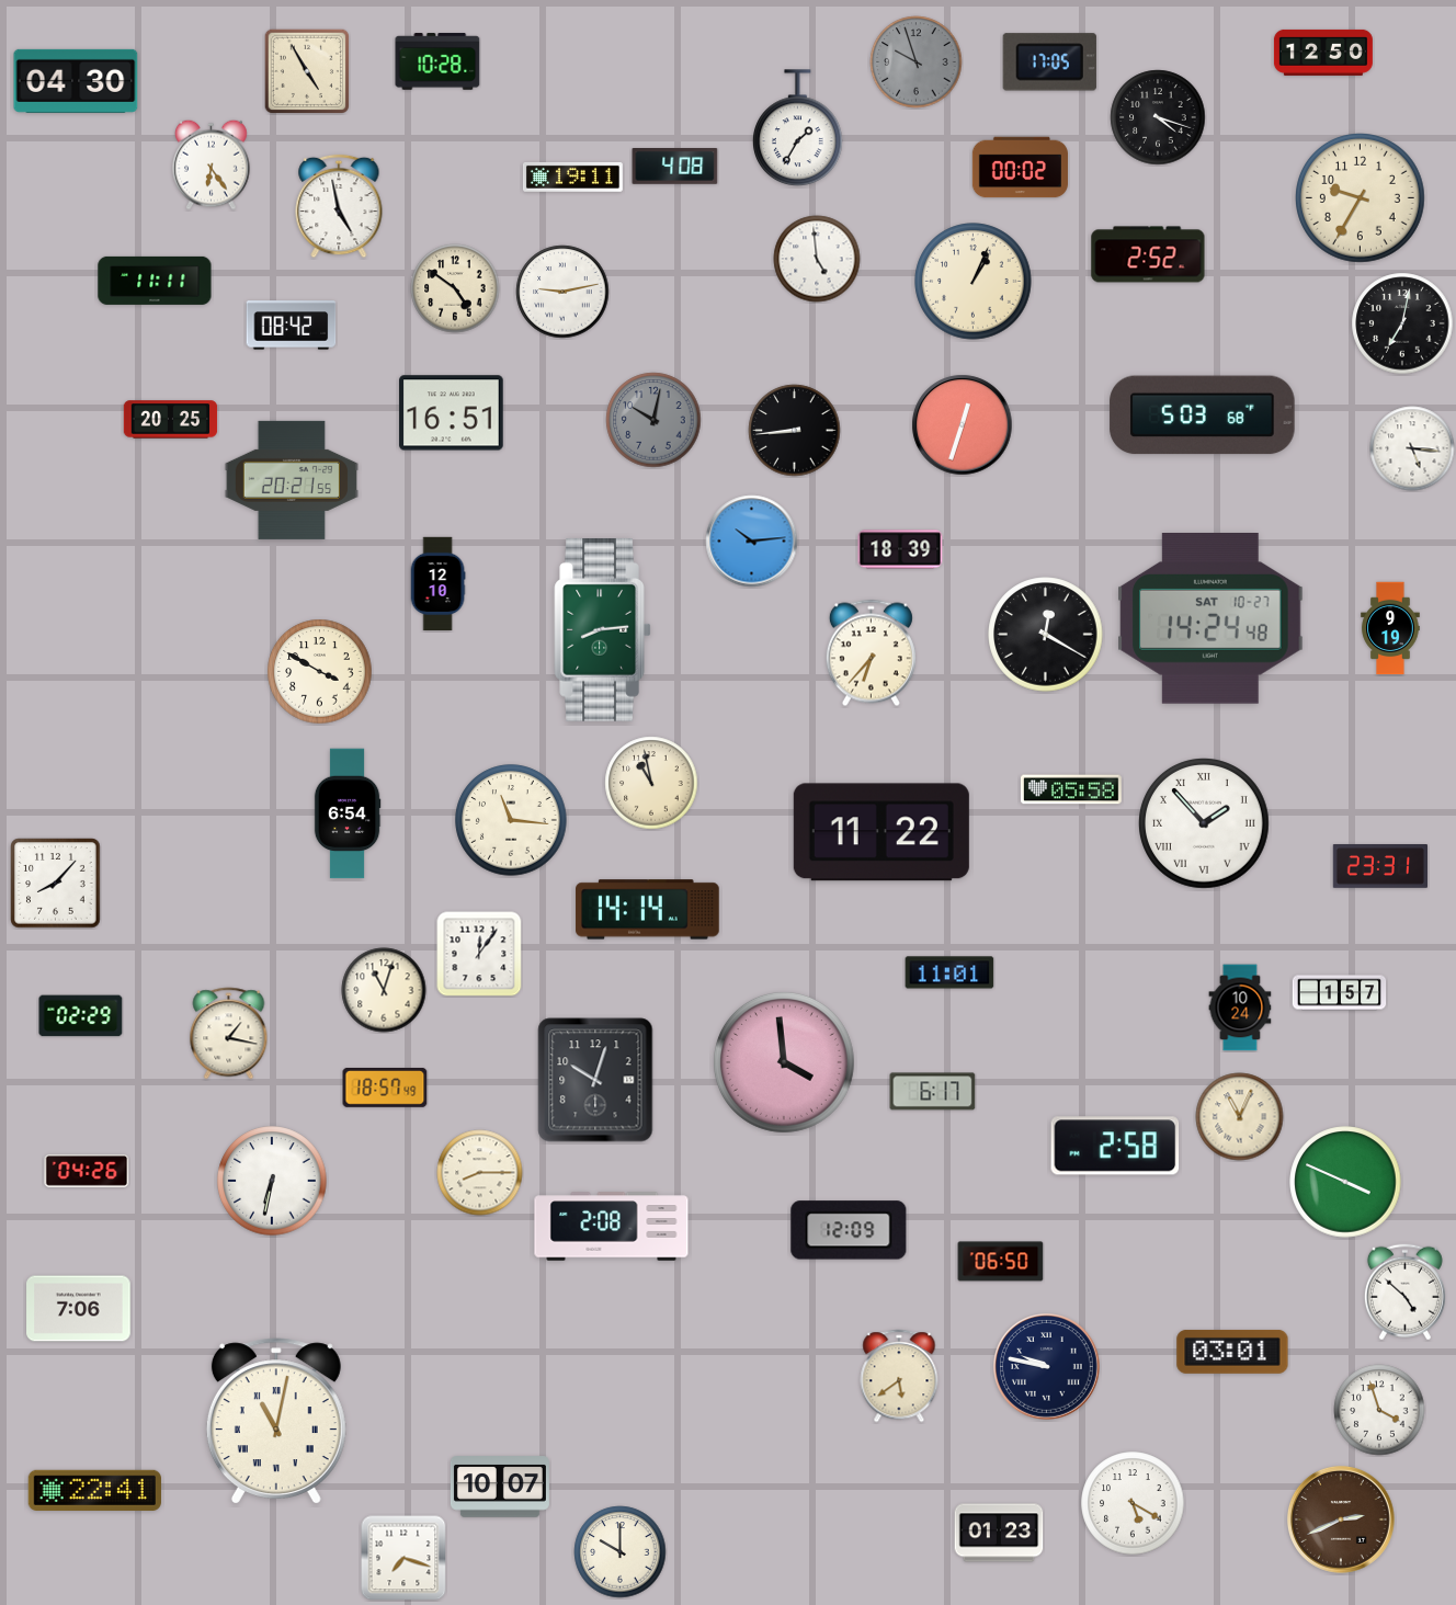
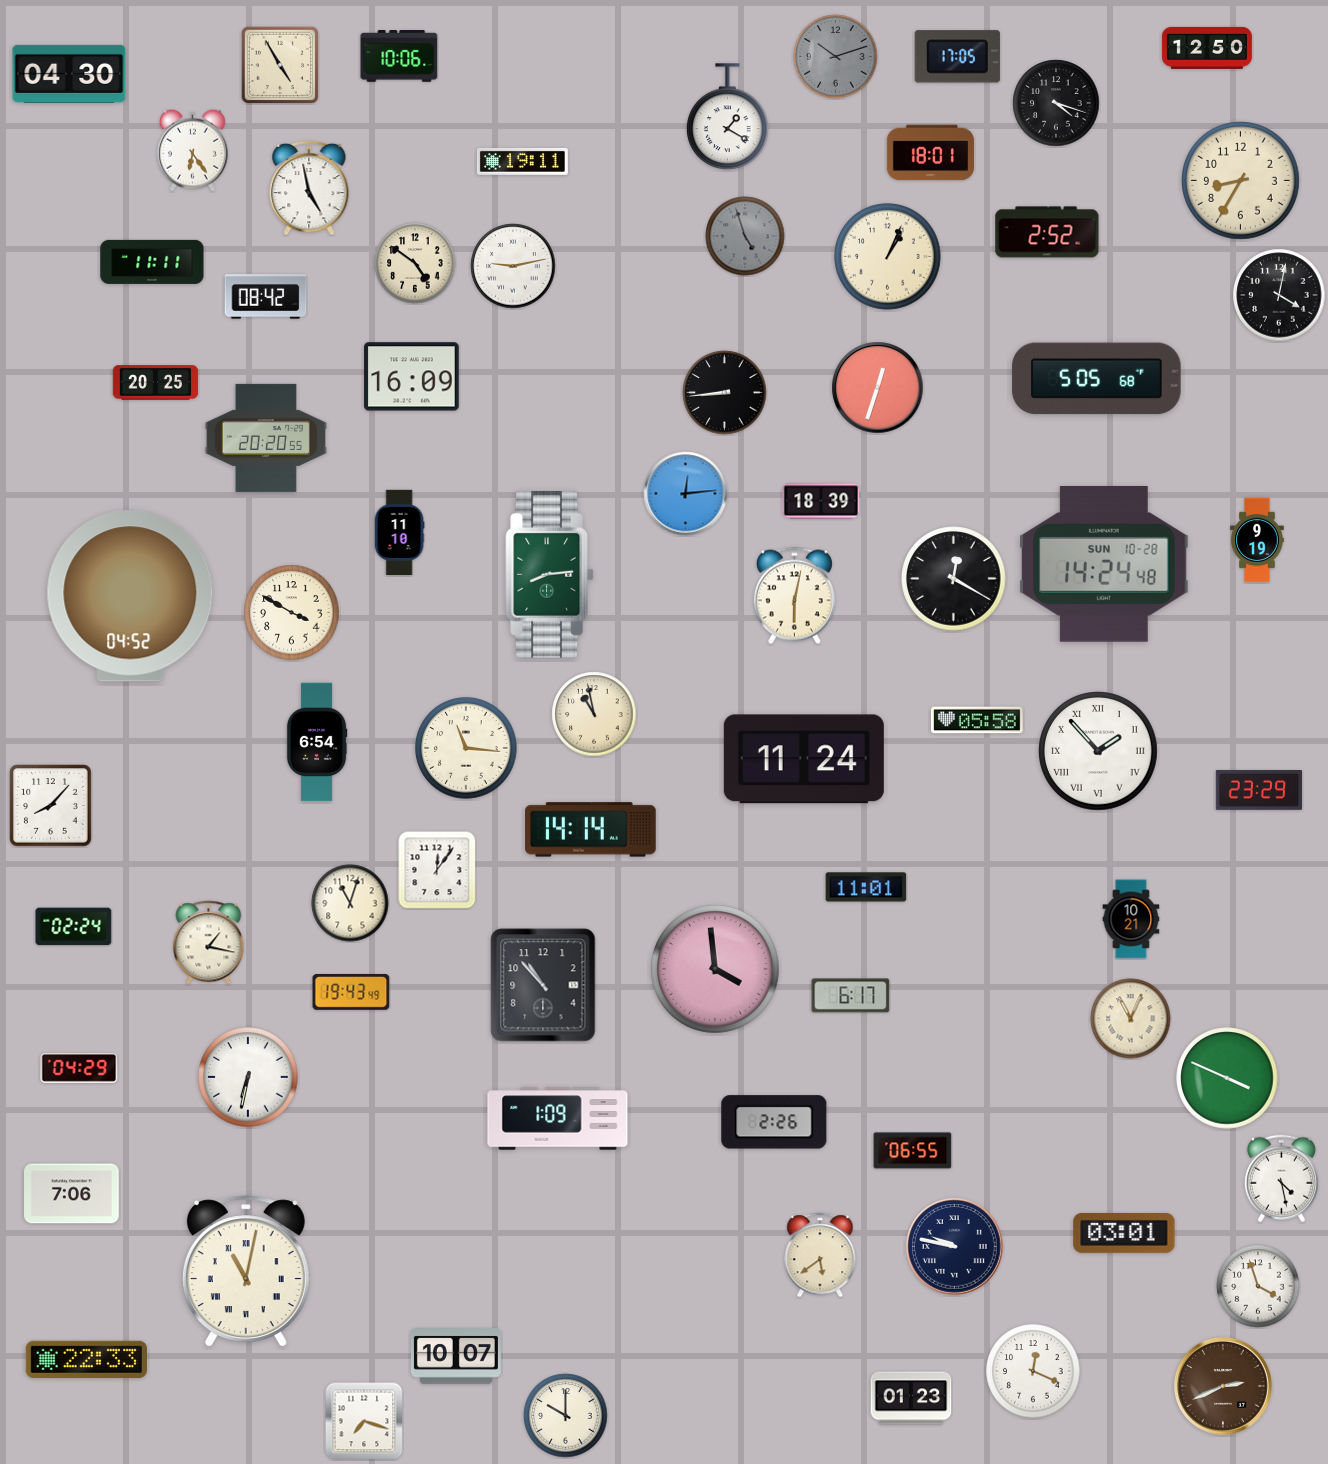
clock at (437, 61): 10:28 -> 10:06
clock at (917, 62): 9:57 -> 10:12
clock at (1158, 117) position: (1158, 117) -> (1056, 103)
clock at (798, 128): 1:35 -> 1:20
clock at (675, 167): 4:08 -> none
clock at (1020, 168): 00:02 -> 18:01
clock at (1361, 198): 9:35 -> 8:35
clock at (817, 259): 4:59 -> 4:57
clock at (817, 259) dial: white -> grey
clock at (155, 281) position: (155, 281) -> (152, 262)
clock at (1402, 323): 7:02 -> 4:02
clock at (452, 413): 16:51 -> 16:09
clock at (1203, 416): 5:03 -> 5:05
clock at (653, 420): 10:02 -> none
clock at (1412, 448): 5:16 -> none
clock at (292, 480): 20:21 -> 20:20
clock at (752, 542): 10:14 -> 12:14
clock at (437, 584): 12:10 -> 11:10
clock at (1210, 619) date: SAT 10-27 -> SUN 10-28
clock at (1390, 628) position: (1390, 628) -> (1257, 540)
clock at (130, 596): none -> 04:52
clock at (871, 653): 6:37 -> 6:02
clock at (881, 832): 11:22 -> 11:24
clock at (1379, 867): 23:31 -> 23:29
clock at (1340, 993): 1:57 -> none
clock at (1240, 1008): 10:24 -> 10:21
clock at (81, 1016): 02:29 -> 02:24
clock at (595, 1080): 10:03 -> 10:53
clock at (385, 1089): 18:57 -> 19:43
clock at (1115, 1146): 2:58 -> none
clock at (87, 1171): 04:26 -> 04:29
clock at (480, 1173): 8:15 -> none
clock at (612, 1227): 2:08 -> 1:09
clock at (849, 1230): 12:09 -> 2:26
clock at (1001, 1262): 06:50 -> 06:55
clock at (1404, 1293): 4:52 -> 4:28
clock at (276, 1421) position: (276, 1421) -> (246, 1271)
clock at (94, 1490): 22:41 -> 22:33
clock at (1133, 1503): 5:20 -> 12:19
clock at (403, 1558) position: (403, 1558) -> (364, 1421)
